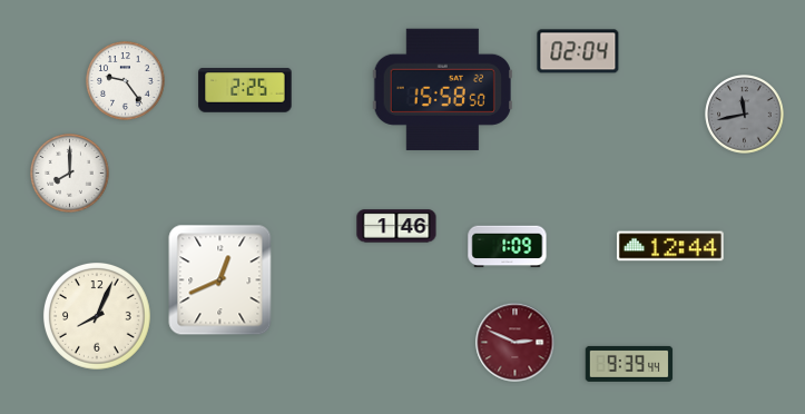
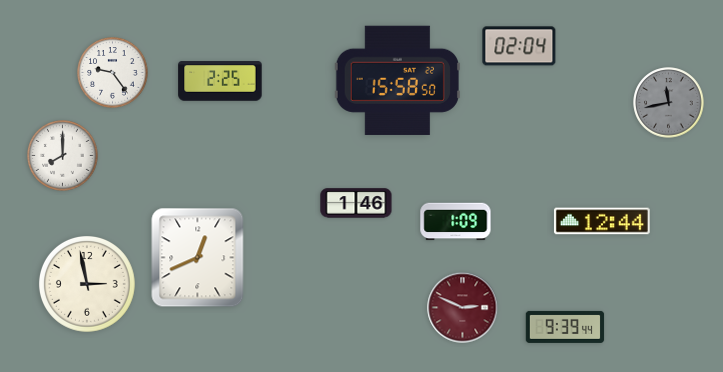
clock at (220, 280) position: (220, 280) -> (198, 258)
clock at (98, 317): 8:04 -> 2:58
